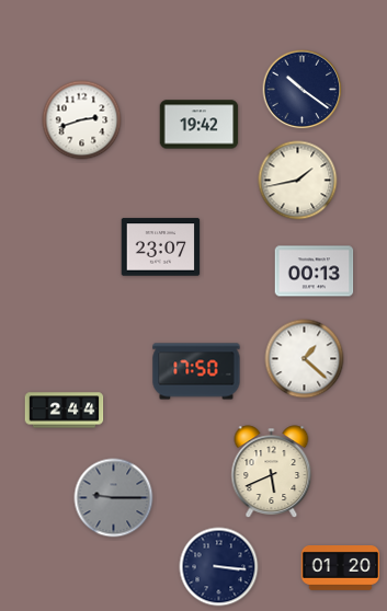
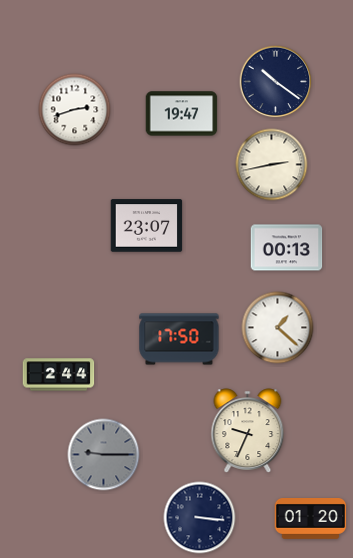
clock at (200, 125): 19:42 -> 19:47
clock at (298, 181): 1:43 -> 2:43
clock at (272, 472): 5:41 -> 9:34
